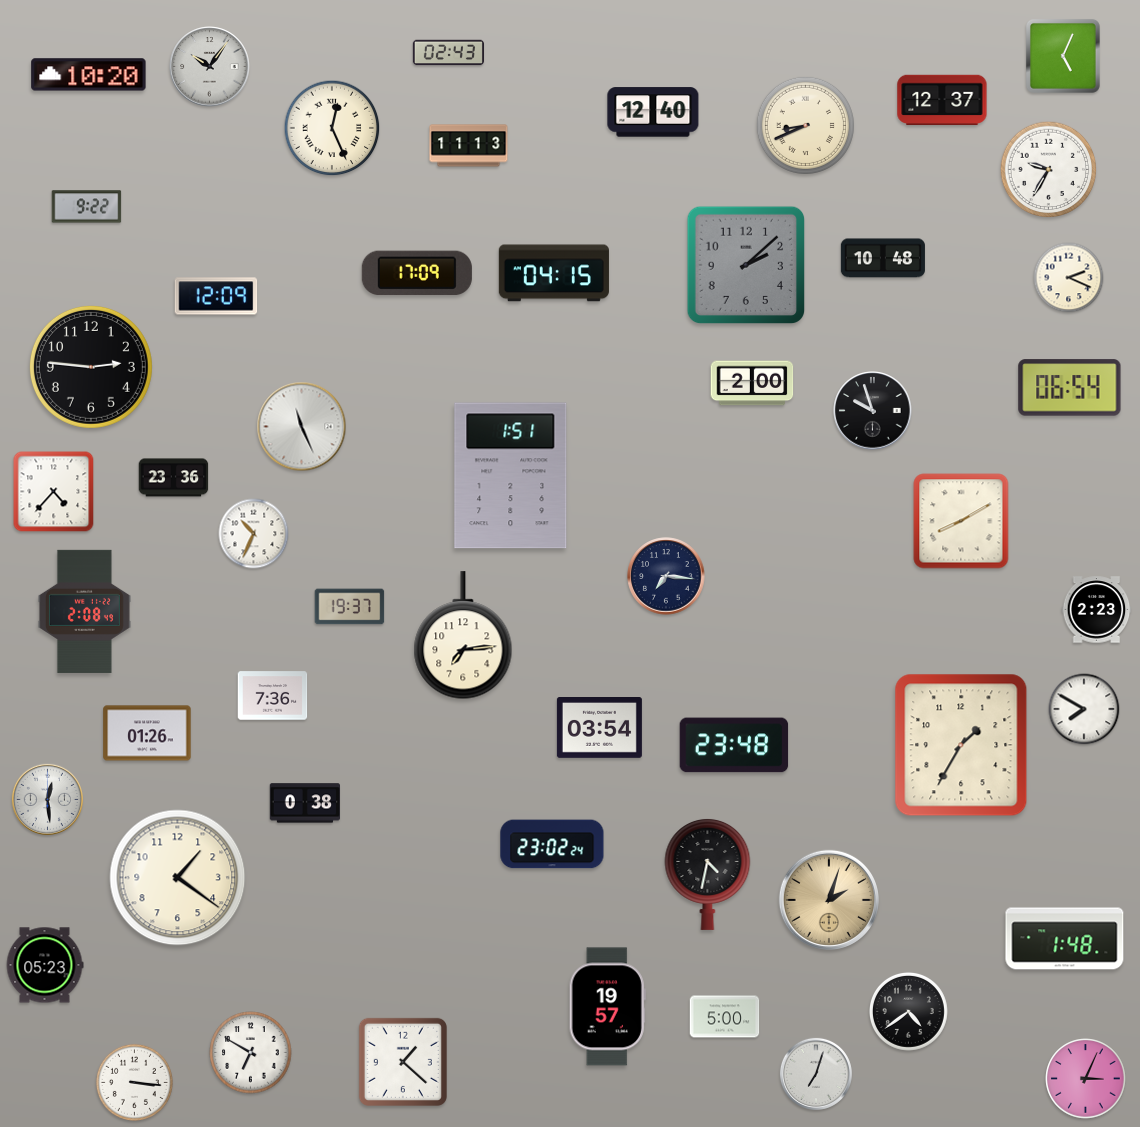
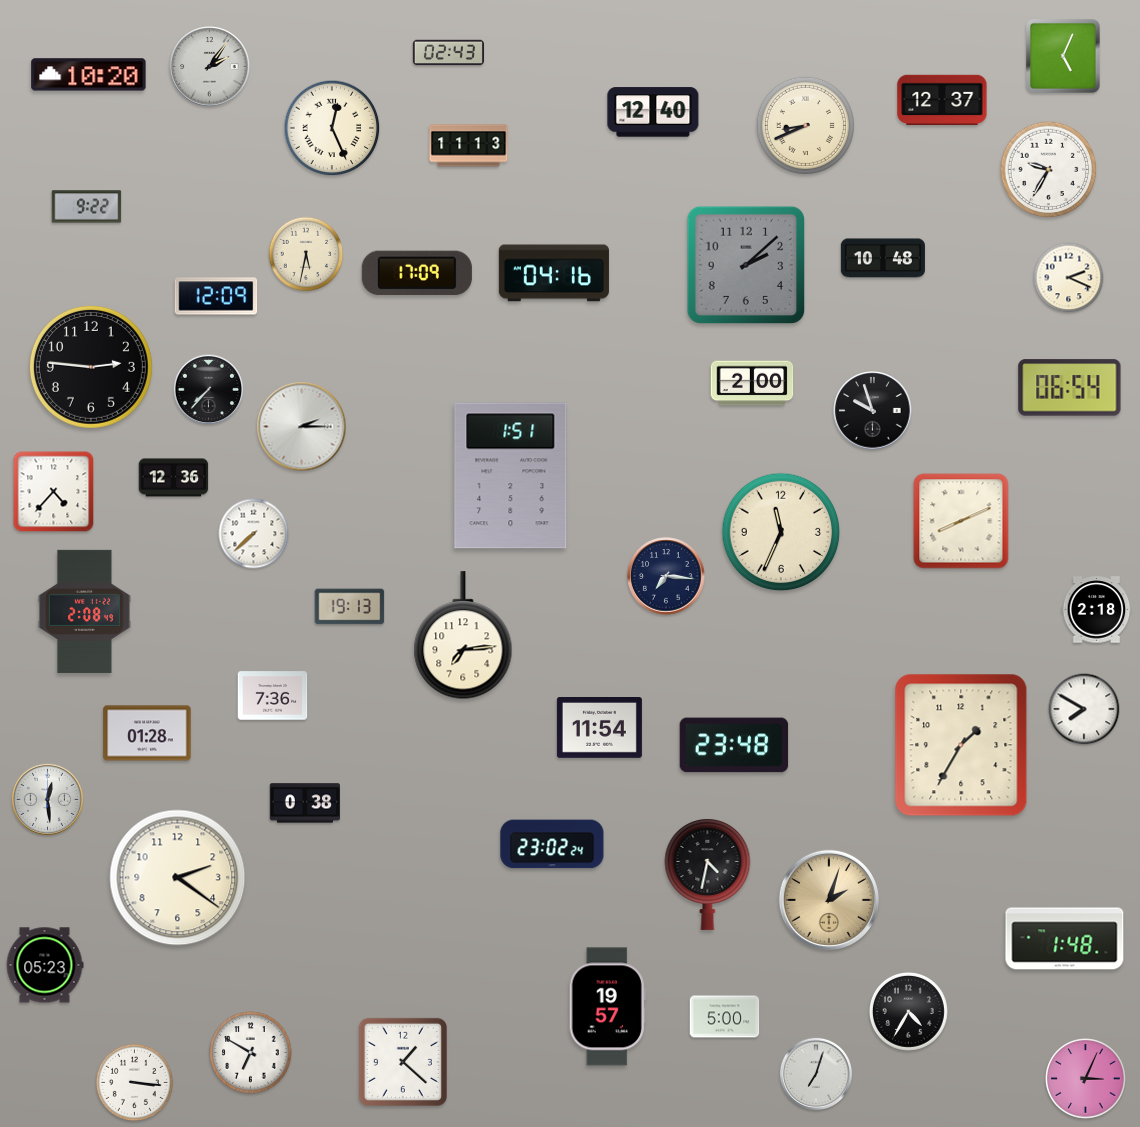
clock at (210, 67): 10:06 -> 2:06
clock at (306, 254): none -> 5:32
clock at (554, 273): 04:15 -> 04:16
clock at (209, 390): none -> 7:37
clock at (302, 427): 11:26 -> 2:15
clock at (174, 478): 23:36 -> 12:36
clock at (961, 521): 8:10 -> 8:11
clock at (781, 532): none -> 11:34
clock at (254, 534): 10:34 -> 7:38
clock at (350, 607): 19:37 -> 19:13
clock at (1097, 610): 2:23 -> 2:18
clock at (599, 728): 03:54 -> 11:54
clock at (147, 733): 01:26 -> 01:28
clock at (178, 878): 1:21 -> 2:21
clock at (908, 1011): 4:39 -> 4:35
